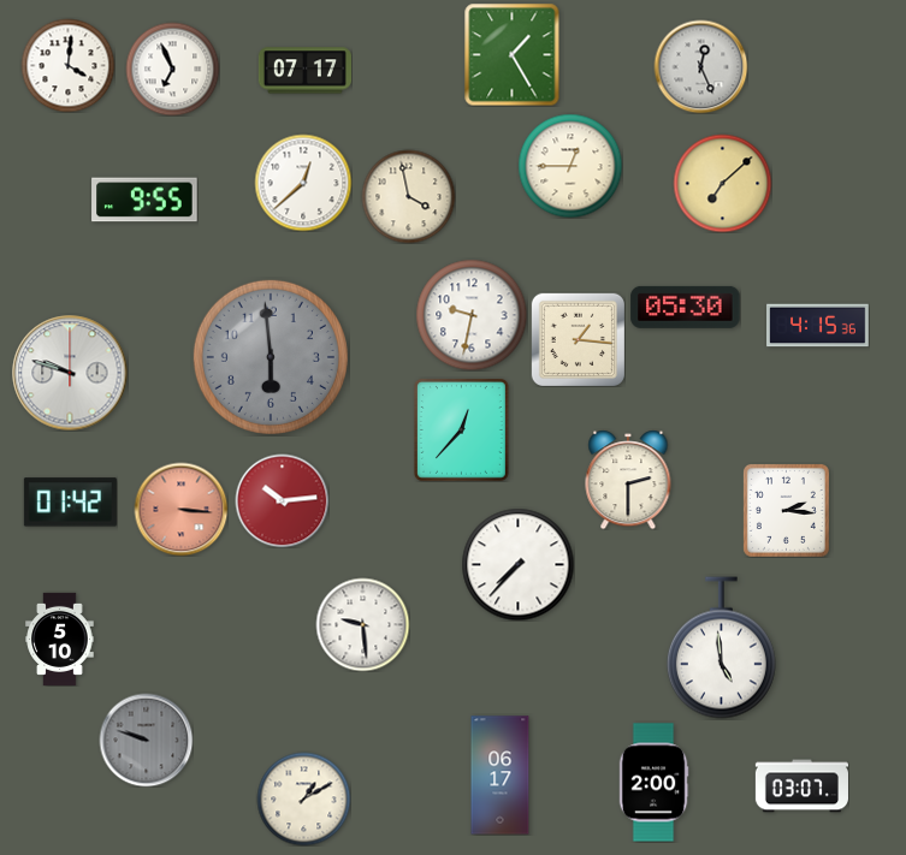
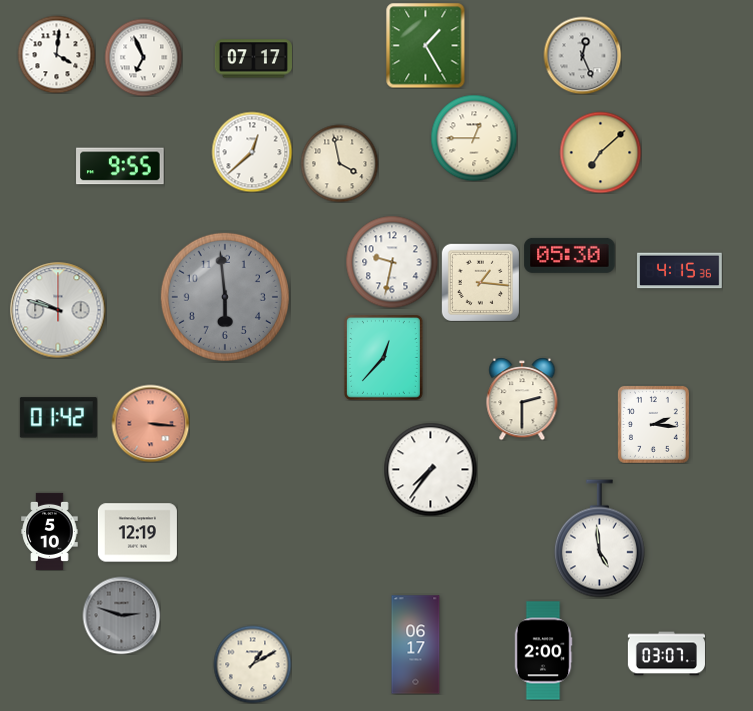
clock at (282, 500): 10:14 -> none
clock at (517, 564): 7:37 -> 7:36
clock at (362, 624): 9:29 -> none
clock at (137, 533): none -> 12:19
clock at (146, 740): 9:48 -> 2:48
